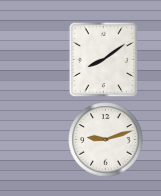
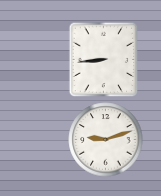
clock at (104, 60): 8:09 -> 8:44
